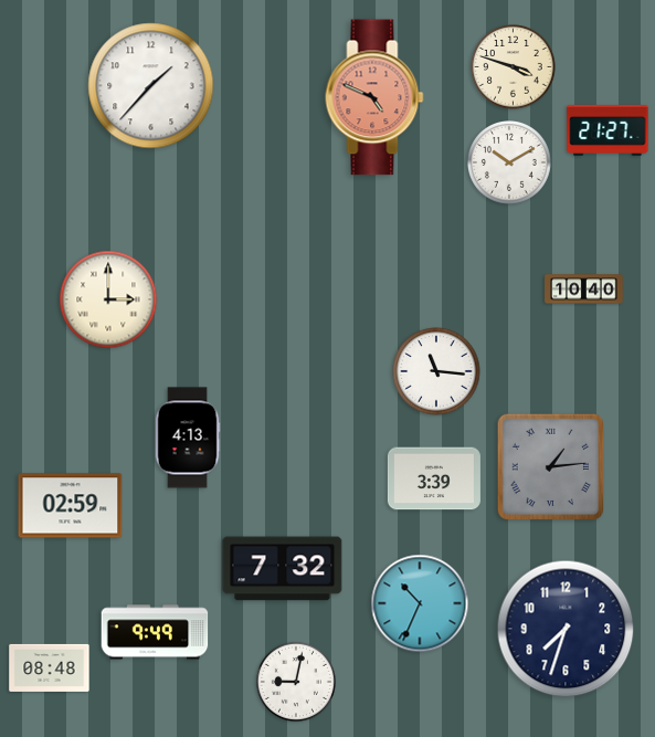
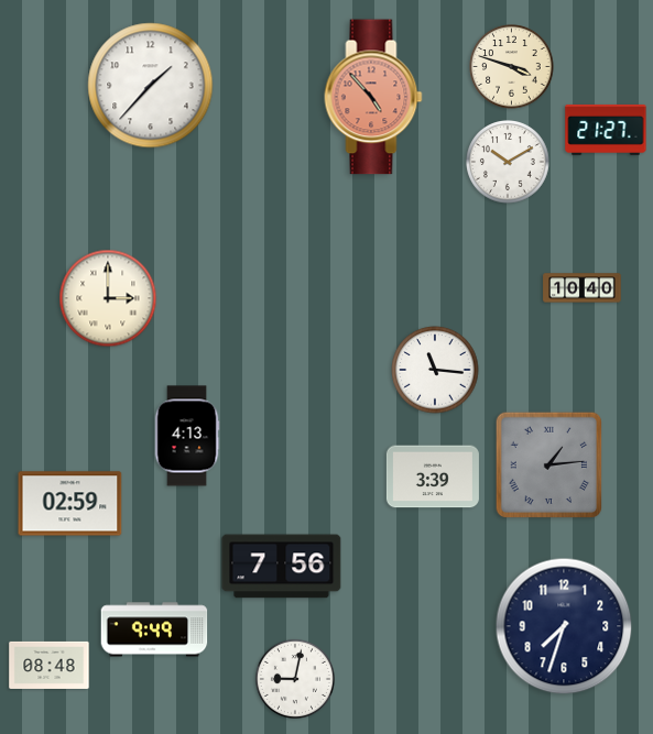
clock at (374, 97): 4:49 -> 4:53
clock at (283, 569): 7:32 -> 7:56
clock at (420, 603): 10:34 -> none
